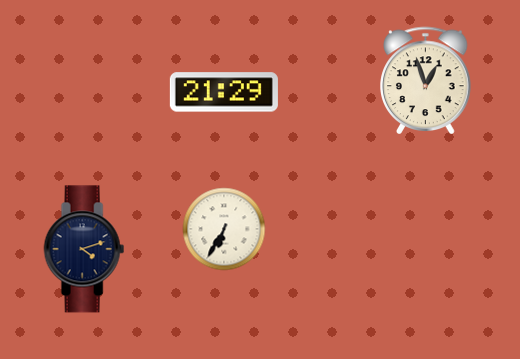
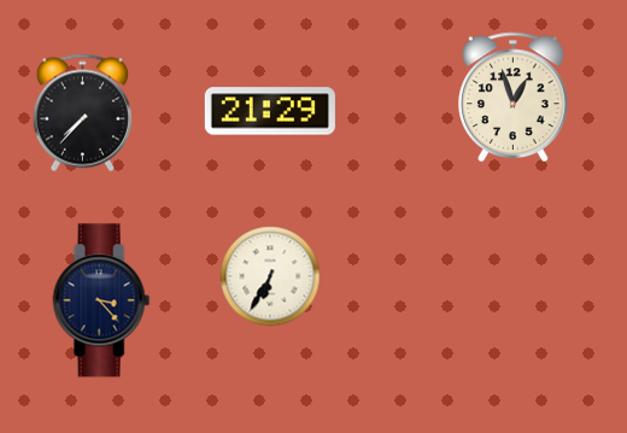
clock at (82, 113): none -> 7:37
clock at (84, 249): 4:12 -> 3:23
